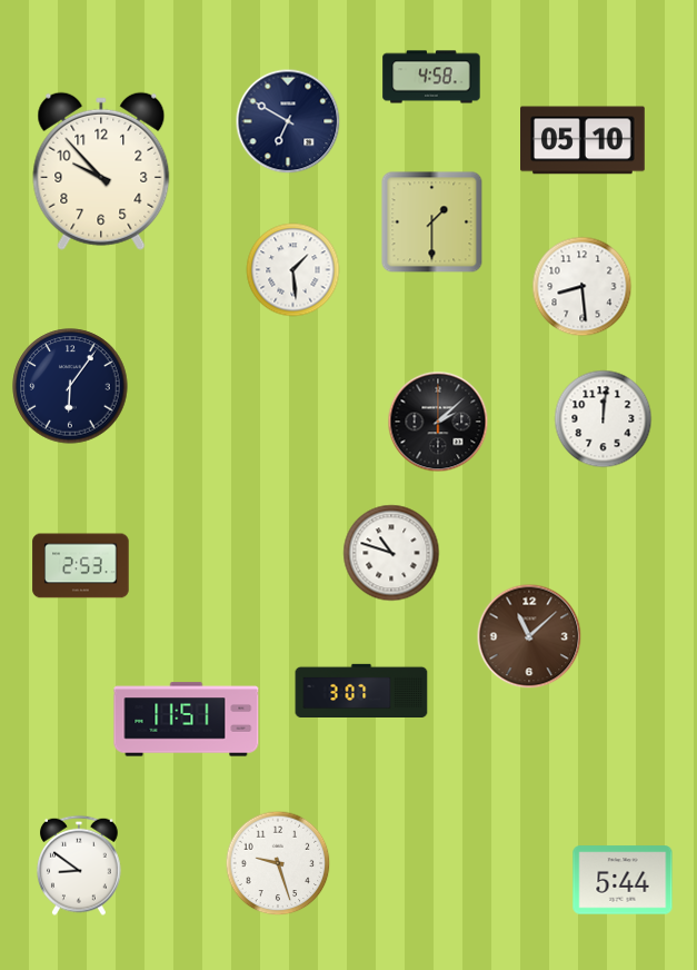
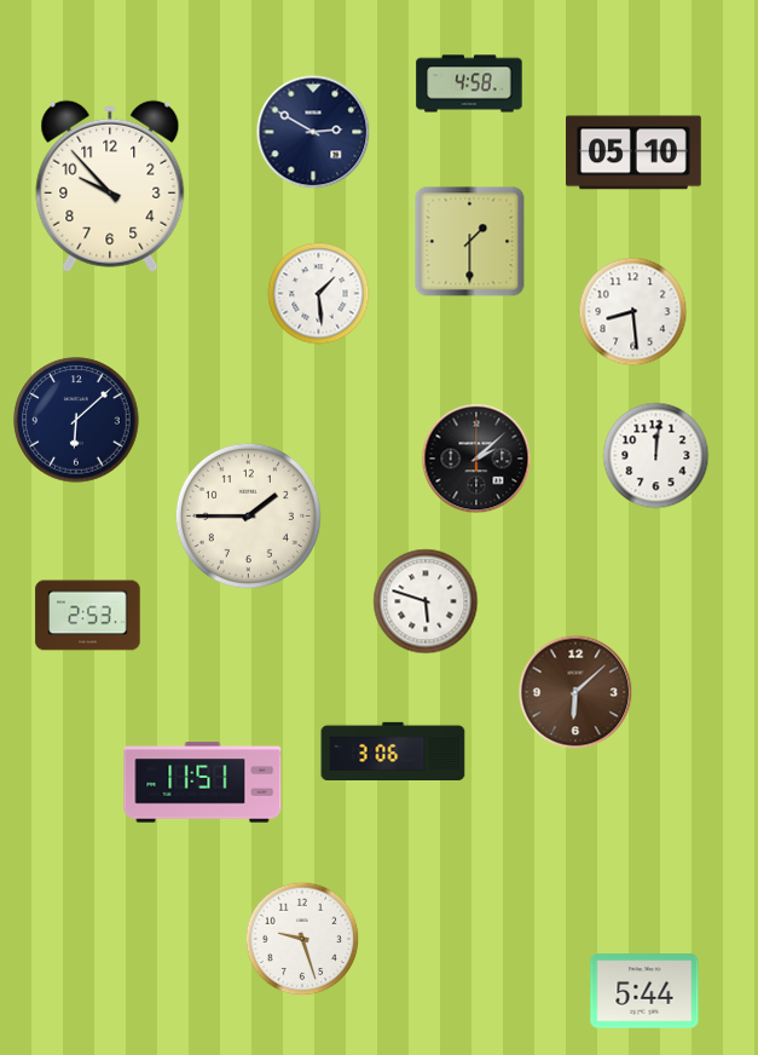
clock at (288, 121): 6:50 -> 2:50
clock at (70, 386): 6:06 -> 6:08
clock at (248, 515): none -> 1:45
clock at (391, 553): 10:48 -> 5:48
clock at (529, 636): 11:08 -> 6:08
clock at (361, 690): 3:07 -> 3:06
clock at (80, 865): 8:51 -> none
clock at (623, 880) position: (623, 880) -> (644, 991)
